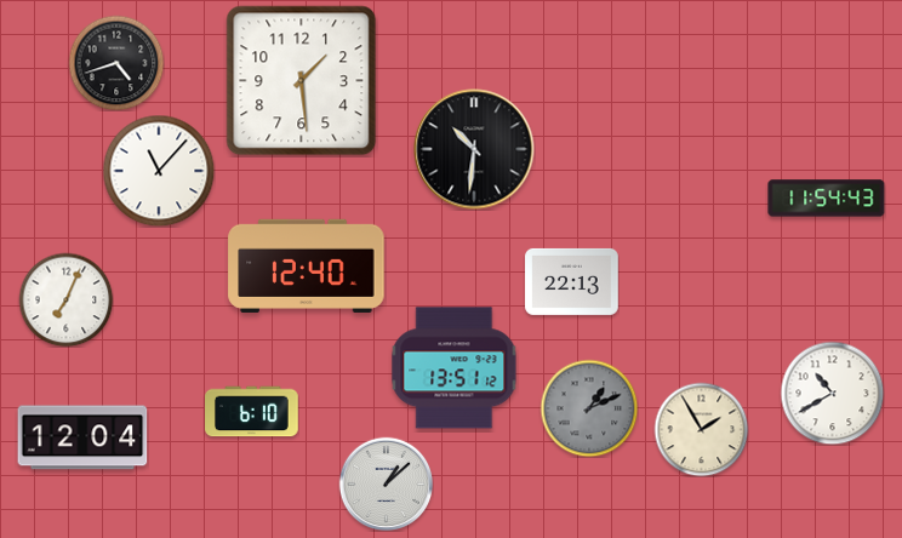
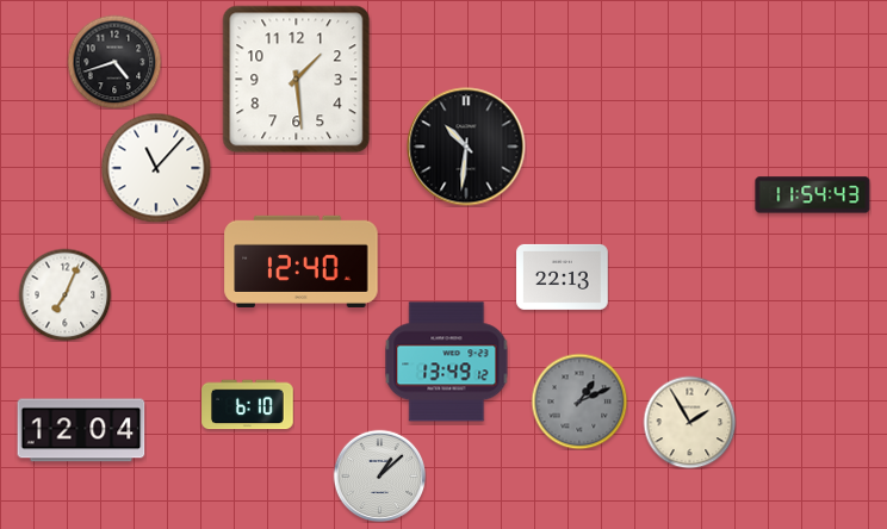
clock at (455, 368): 13:51 -> 13:49
clock at (832, 393): 10:40 -> none
